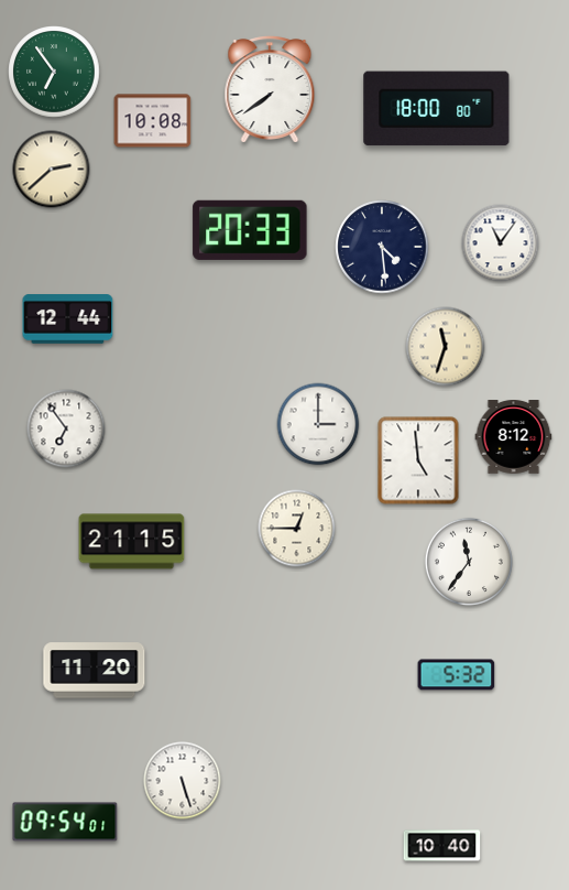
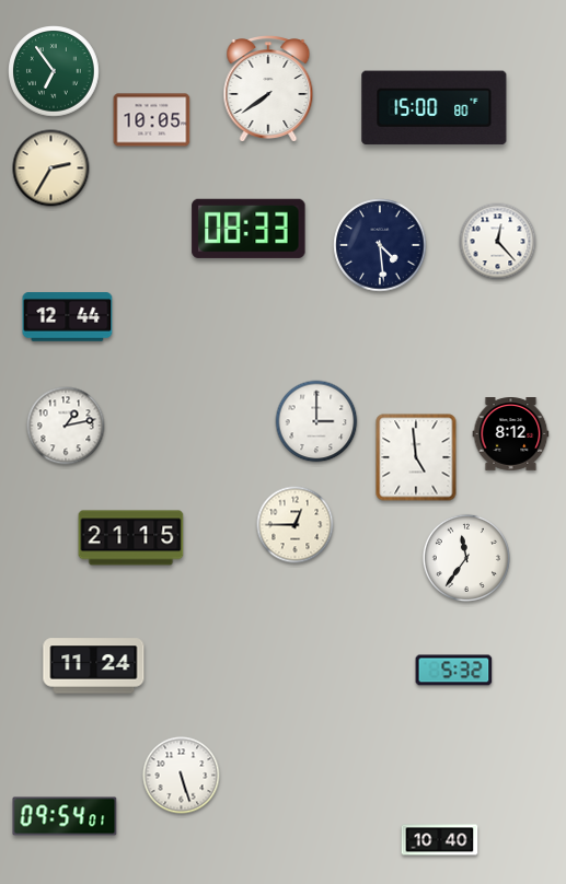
clock at (437, 109): 18:00 -> 15:00
clock at (153, 121): 10:08 -> 10:05
clock at (52, 170): 2:38 -> 2:35
clock at (250, 230): 20:33 -> 08:33
clock at (501, 243): 11:06 -> 12:23
clock at (446, 347): 11:33 -> none
clock at (66, 428): 6:54 -> 1:13
clock at (95, 671): 11:20 -> 11:24
